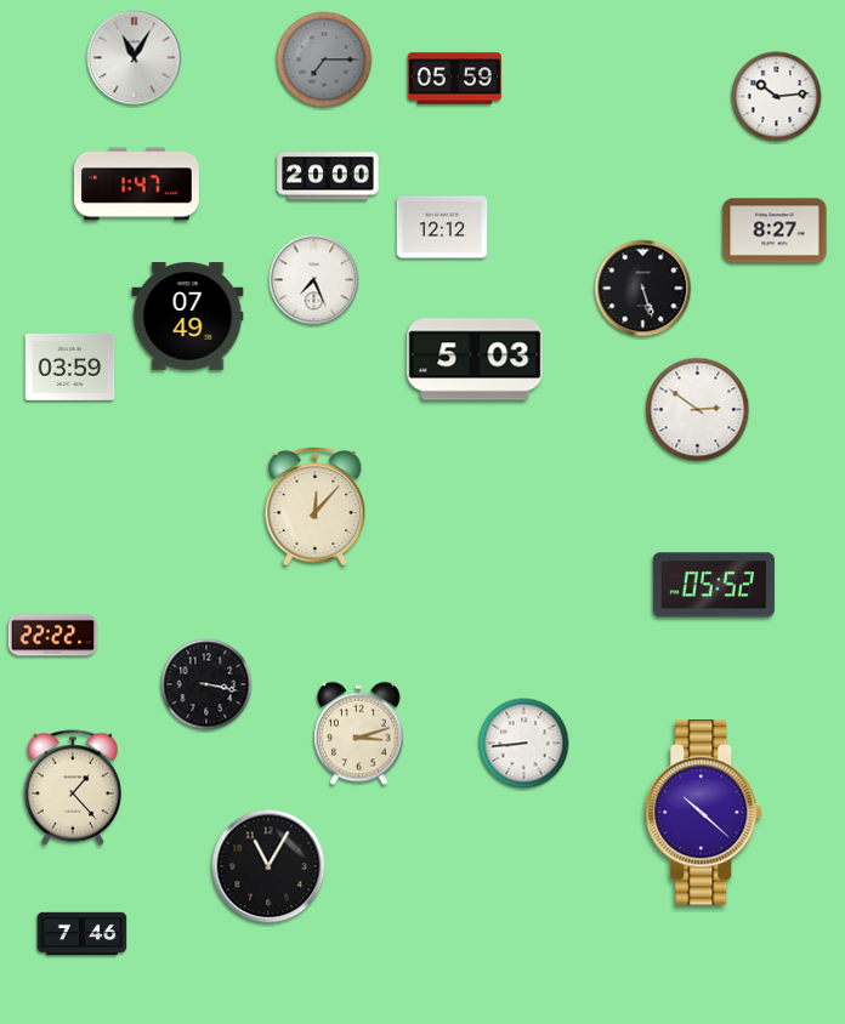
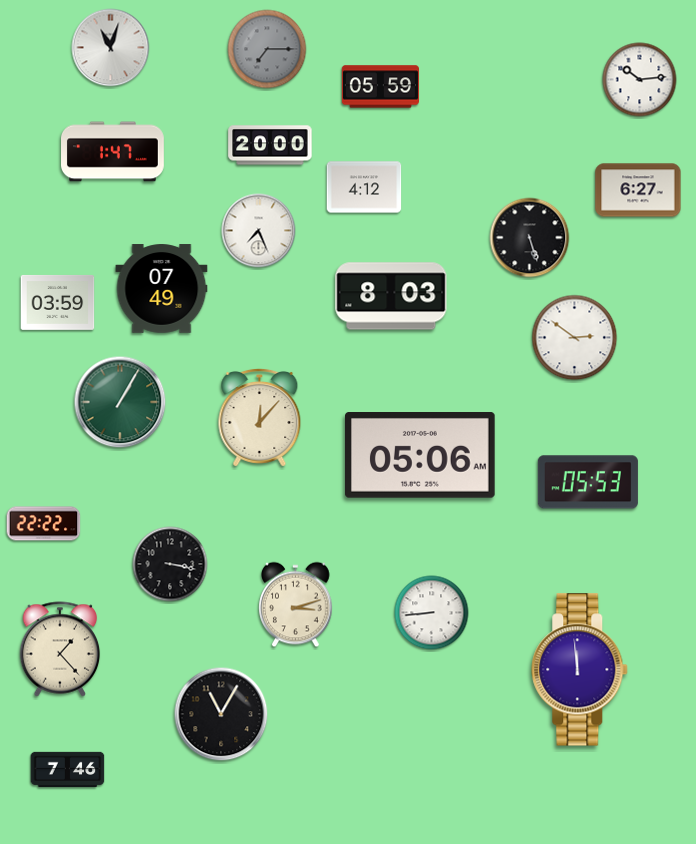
clock at (135, 58): 11:05 -> 11:03
clock at (454, 79) position: (454, 79) -> (380, 87)
clock at (442, 227): 12:12 -> 4:12
clock at (775, 231): 8:27 -> 6:27
clock at (188, 317) position: (188, 317) -> (162, 289)
clock at (475, 359): 5:03 -> 8:03
clock at (120, 402): none -> 1:05
clock at (421, 456): none -> 05:06
clock at (714, 585): 05:52 -> 05:53
clock at (704, 813): 10:22 -> 11:59
